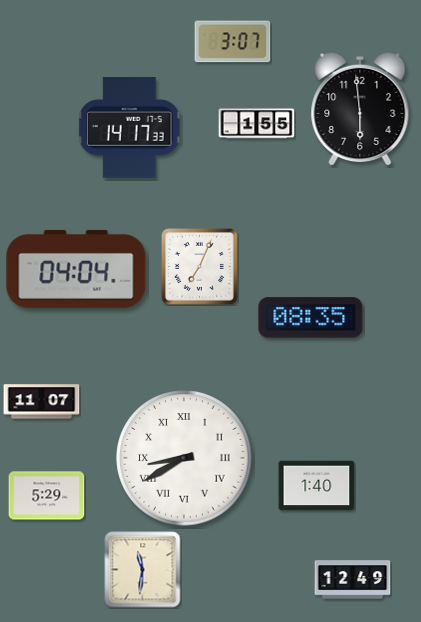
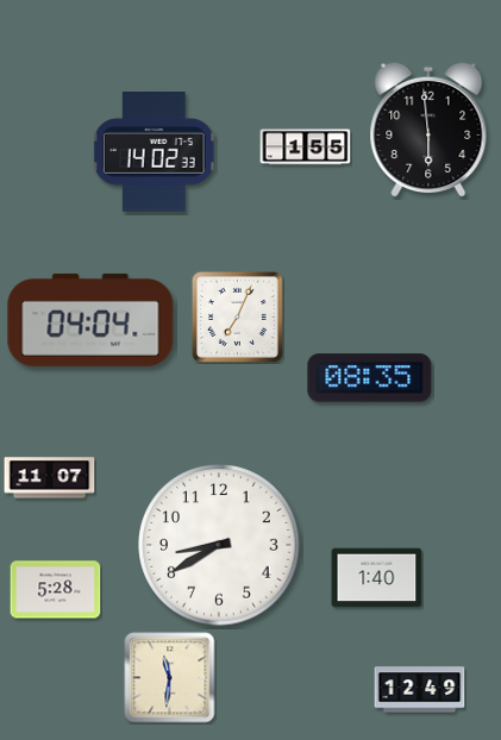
clock at (233, 42): 3:07 -> none
clock at (129, 128): 14:17 -> 14:02
clock at (184, 458) numerals: Roman -> Arabic
clock at (47, 496): 5:29 -> 5:28
